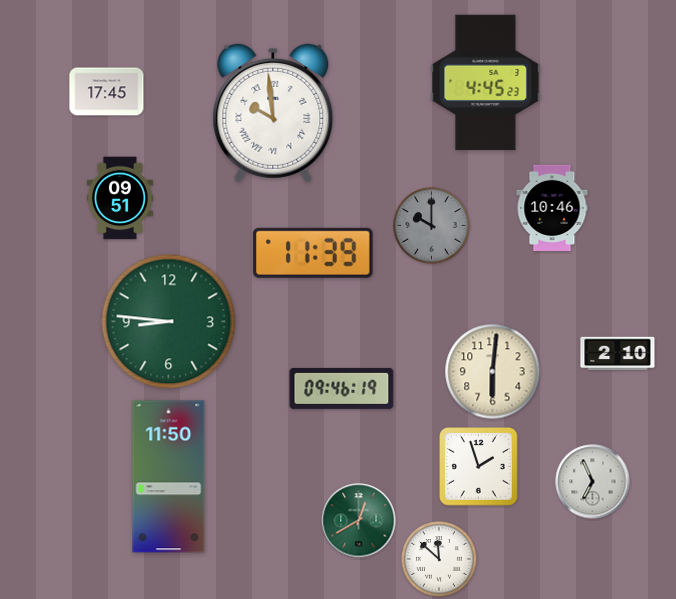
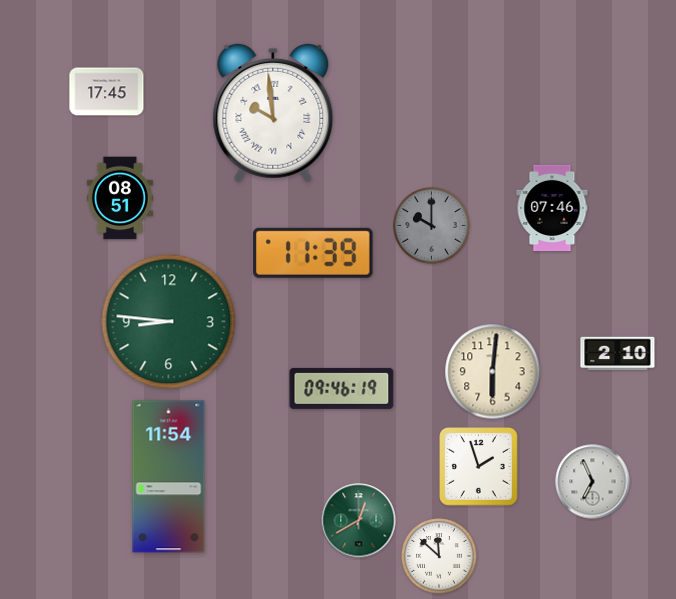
clock at (486, 83): 4:45 -> none
clock at (120, 198): 09:51 -> 08:51
clock at (552, 207): 10:46 -> 07:46
clock at (169, 477): 11:50 -> 11:54
clock at (439, 559) position: (439, 559) -> (439, 556)
